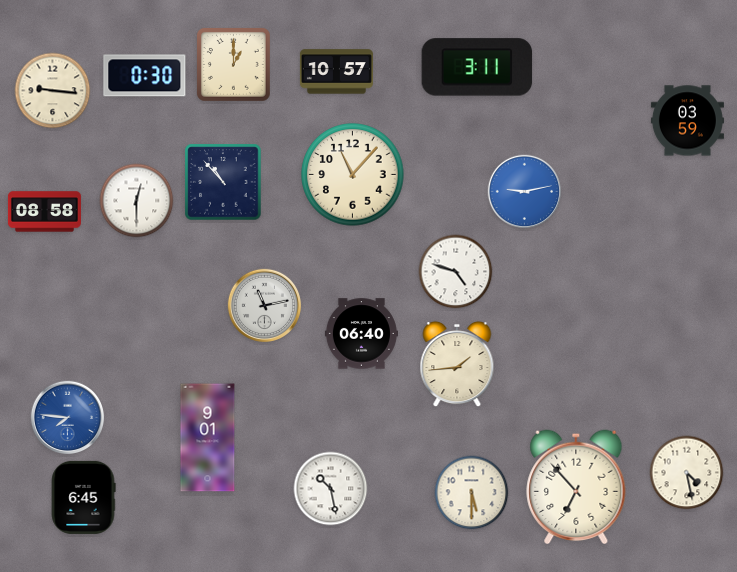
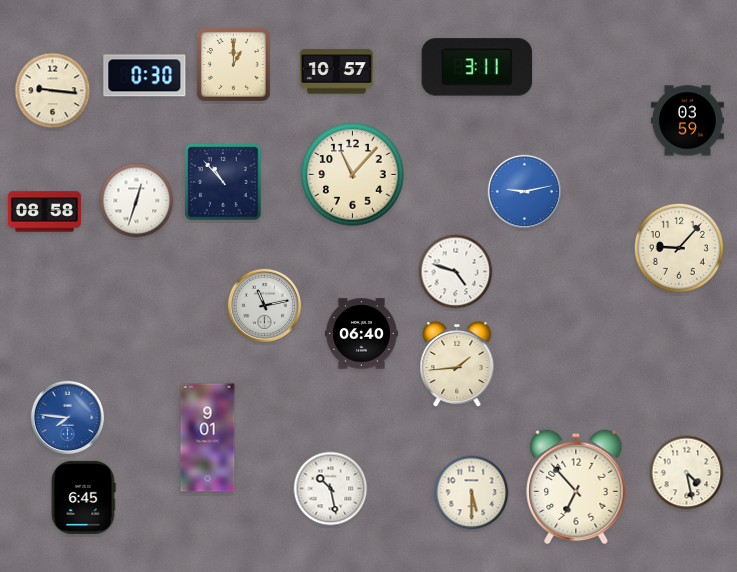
clock at (137, 201): 12:30 -> 12:33
clock at (679, 248): none -> 9:07
